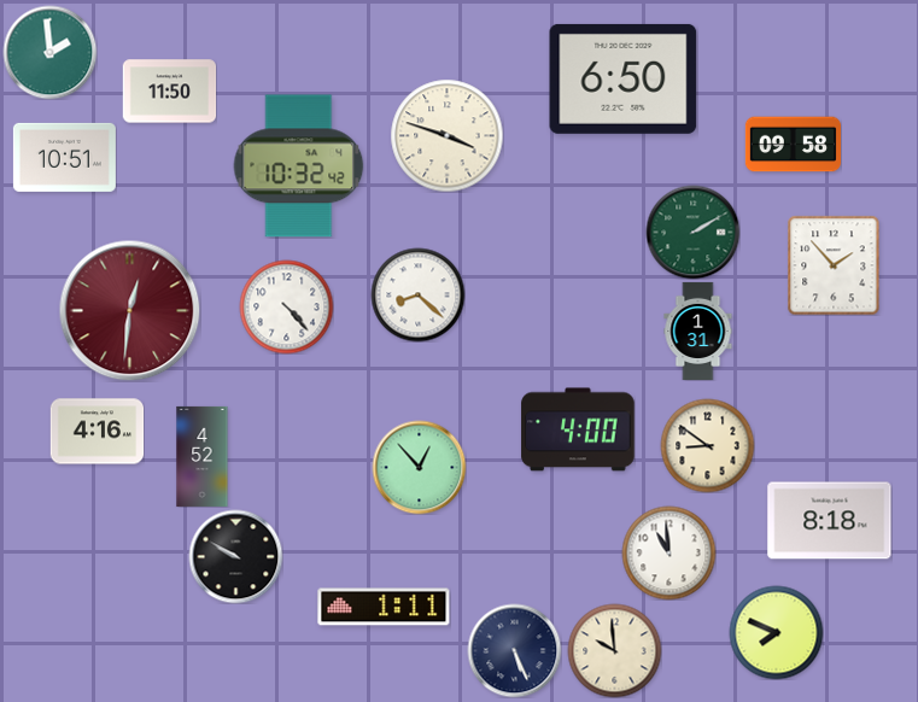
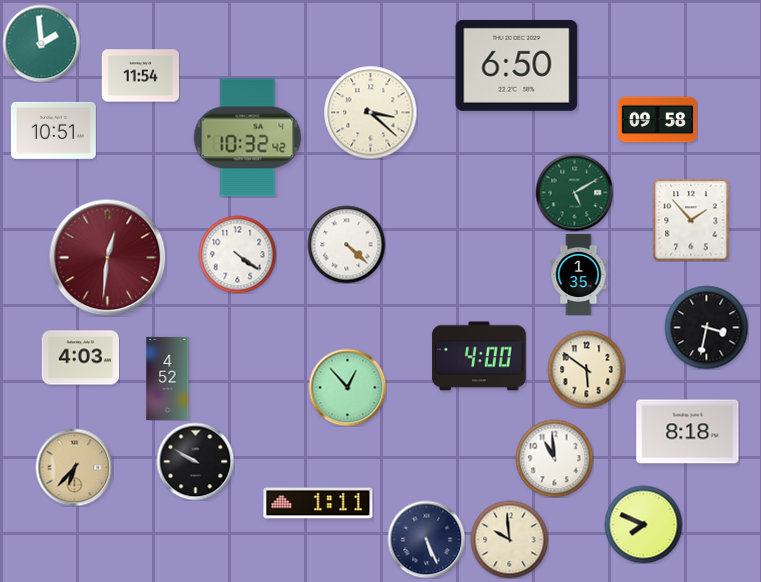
clock at (169, 92): 11:50 -> 11:54
clock at (446, 135): 3:48 -> 3:22
clock at (692, 232): 2:10 -> 5:10
clock at (417, 294): 8:22 -> 4:22
clock at (286, 306): 4:23 -> 4:21
clock at (698, 330): 1:31 -> 1:35
clock at (706, 327): none -> 3:32
clock at (97, 432): 4:16 -> 4:03
clock at (707, 445): 8:51 -> 5:51
clock at (74, 467): none -> 6:37
